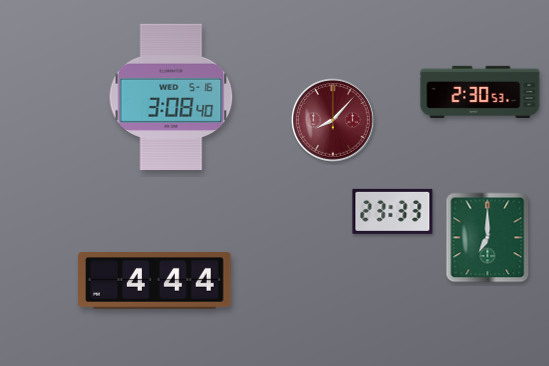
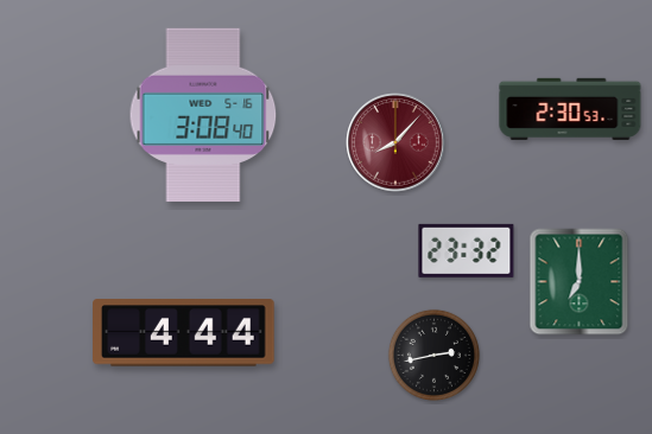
clock at (393, 211): 23:33 -> 23:32
clock at (433, 355): none -> 2:43
